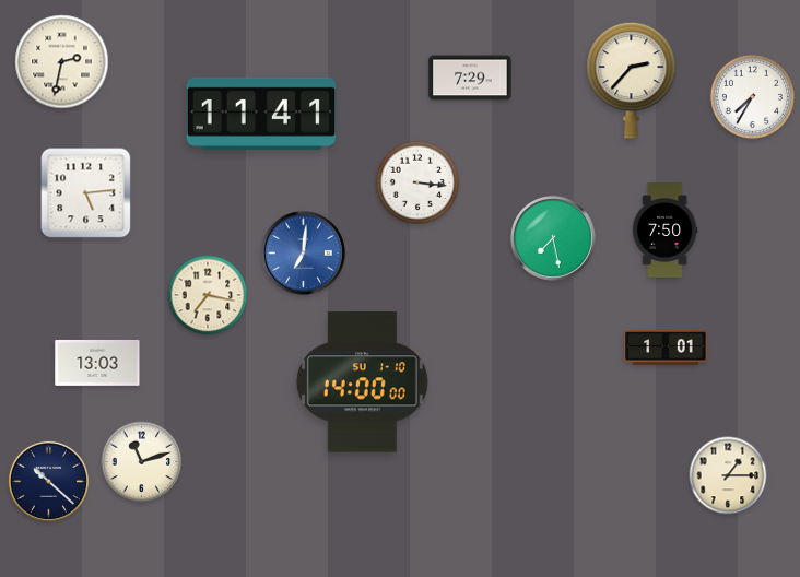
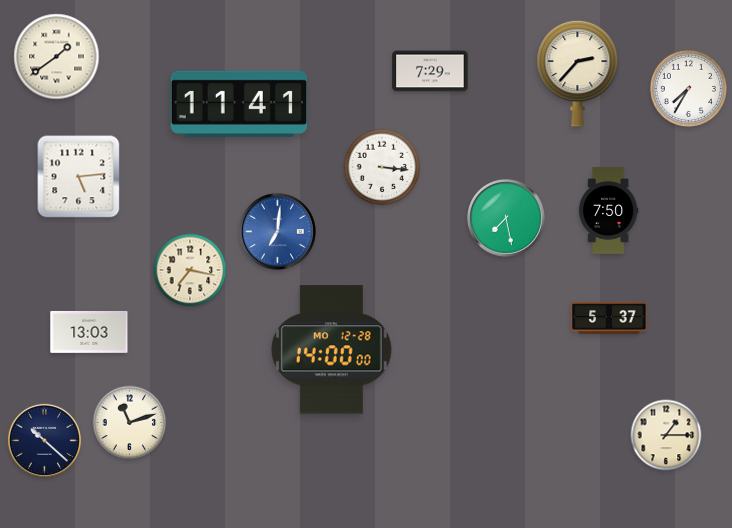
clock at (62, 62): 2:32 -> 1:39
clock at (666, 348): 1:01 -> 5:37
clock at (362, 382) date: SU 1-10 -> MO 12-28
